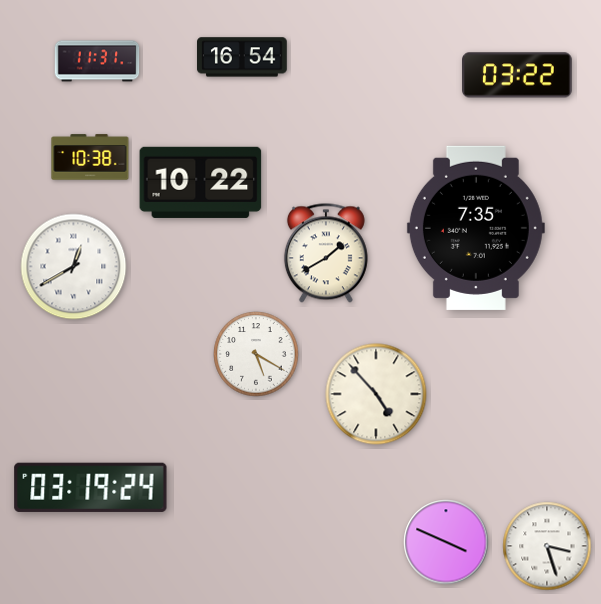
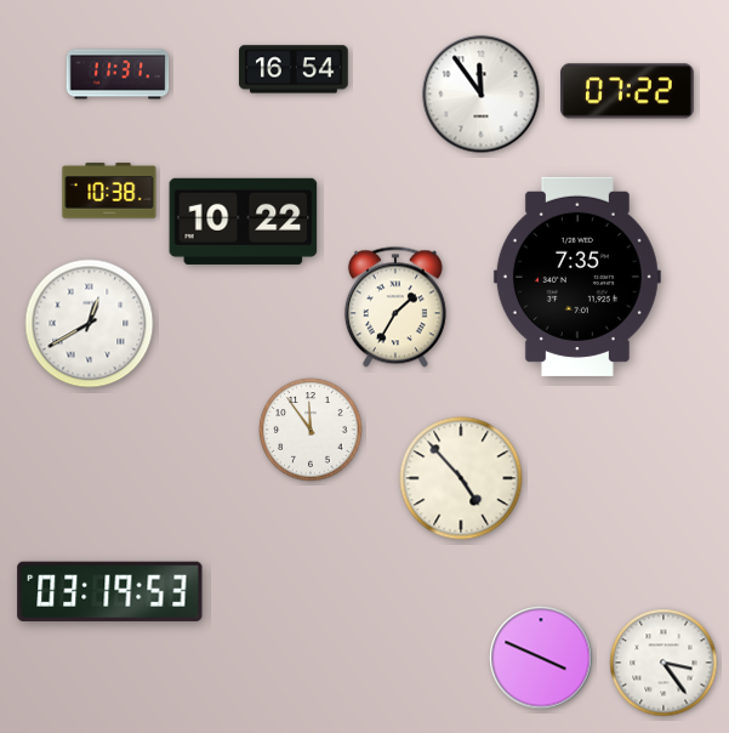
clock at (517, 75): 03:22 -> 07:22
clock at (482, 95): none -> 11:54
clock at (326, 253): 1:40 -> 1:35
clock at (256, 354): 5:20 -> 11:54
clock at (376, 394) position: (376, 394) -> (461, 478)
clock at (91, 487): 03:19:24 -> 03:19:53
clock at (547, 546): 3:27 -> 3:24
